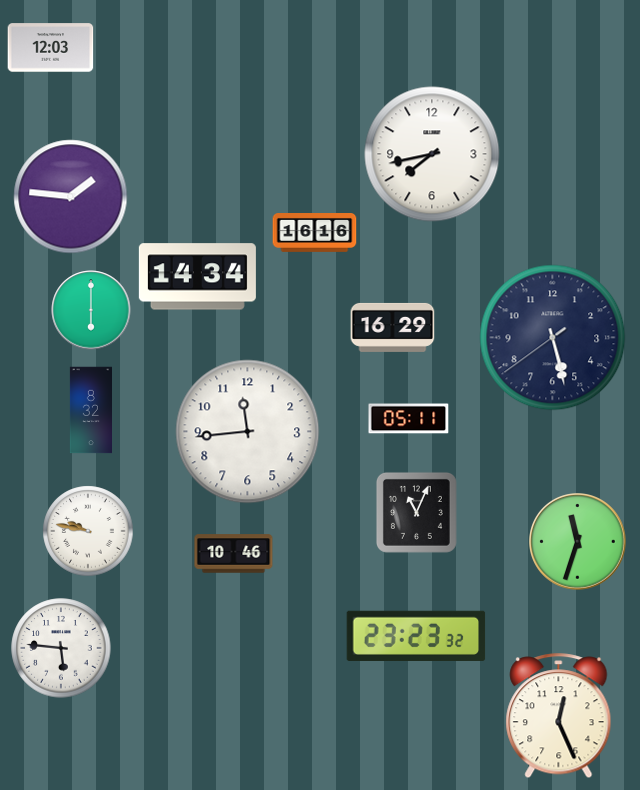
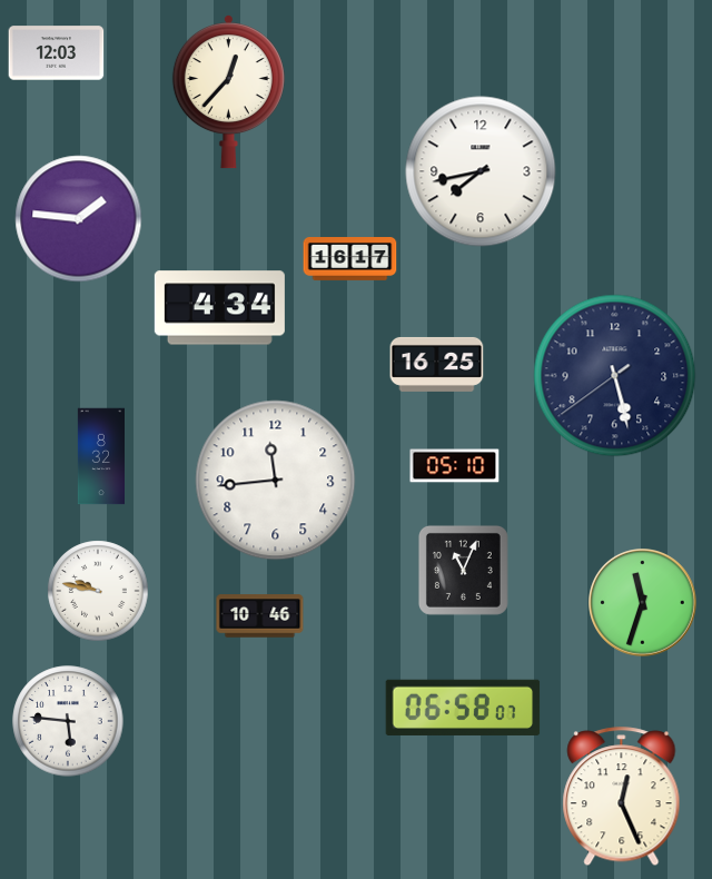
clock at (228, 92): none -> 12:37
clock at (315, 233): 16:16 -> 16:17
clock at (197, 277): 14:34 -> 4:34
clock at (91, 310): 6:00 -> none
clock at (393, 327): 16:29 -> 16:25
clock at (409, 419): 05:11 -> 05:10
clock at (416, 636): 23:23 -> 06:58
